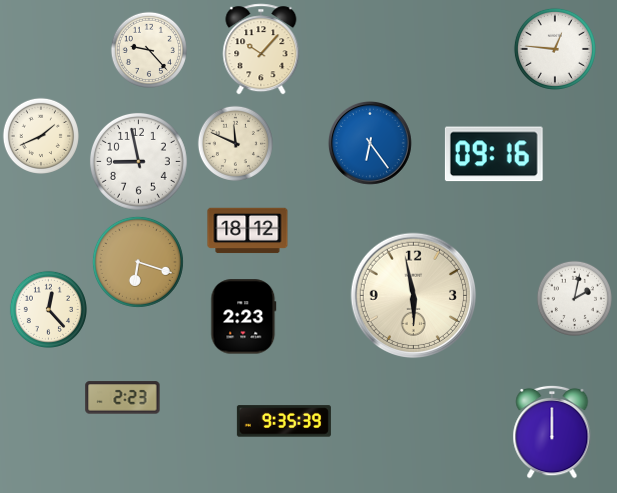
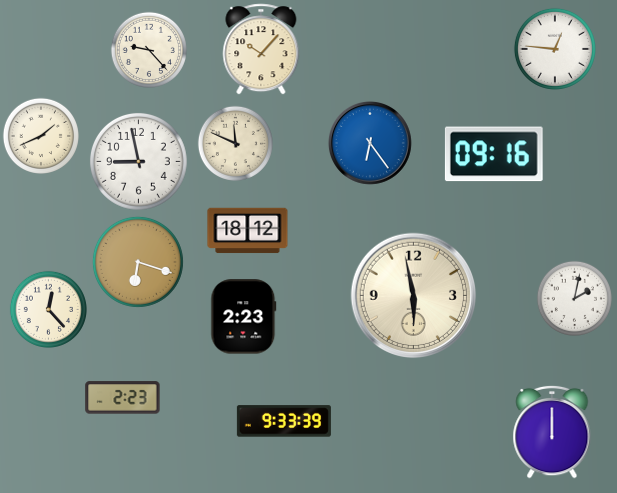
clock at (284, 421): 9:35 -> 9:33
